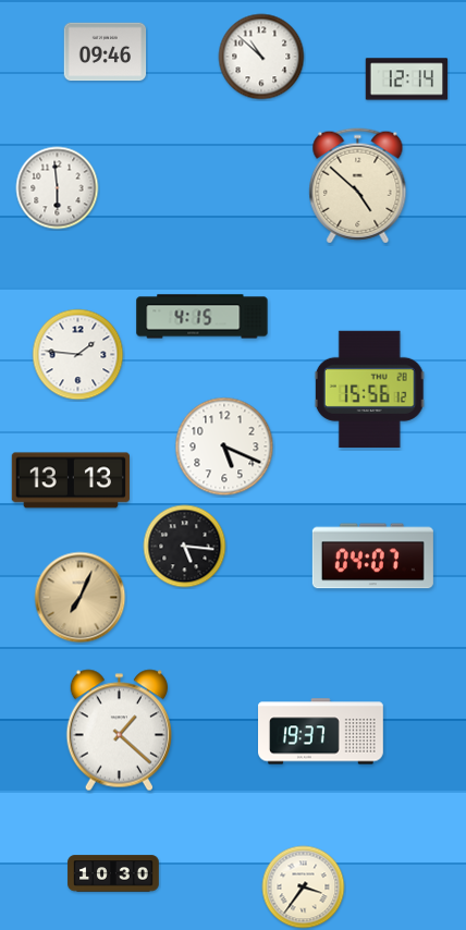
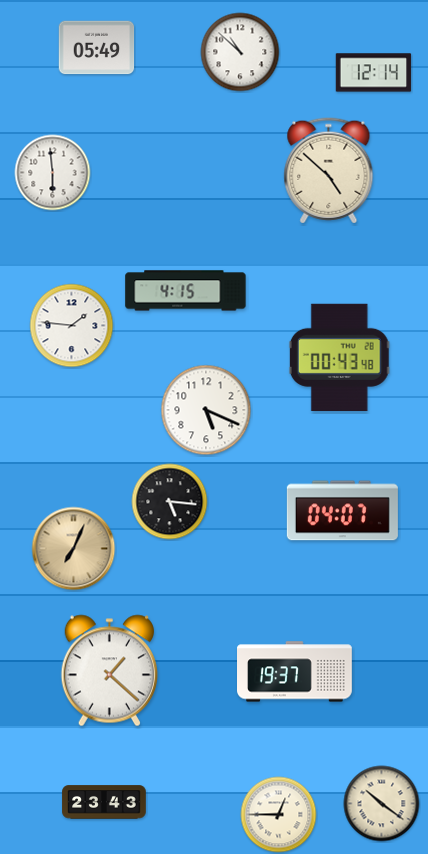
clock at (106, 52): 09:46 -> 05:49
clock at (369, 389): 15:56 -> 00:43
clock at (70, 480): 13:13 -> none
clock at (113, 873): 10:30 -> 23:43
clock at (382, 804): none -> 10:21
clock at (304, 888): 3:36 -> 12:45
